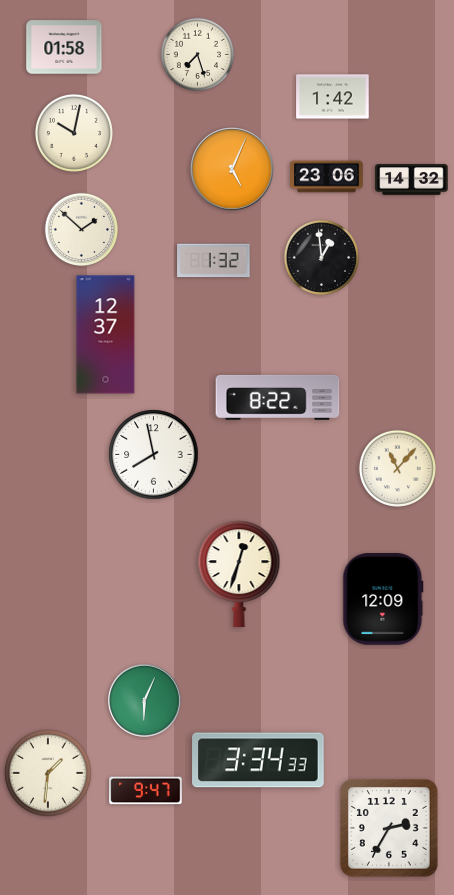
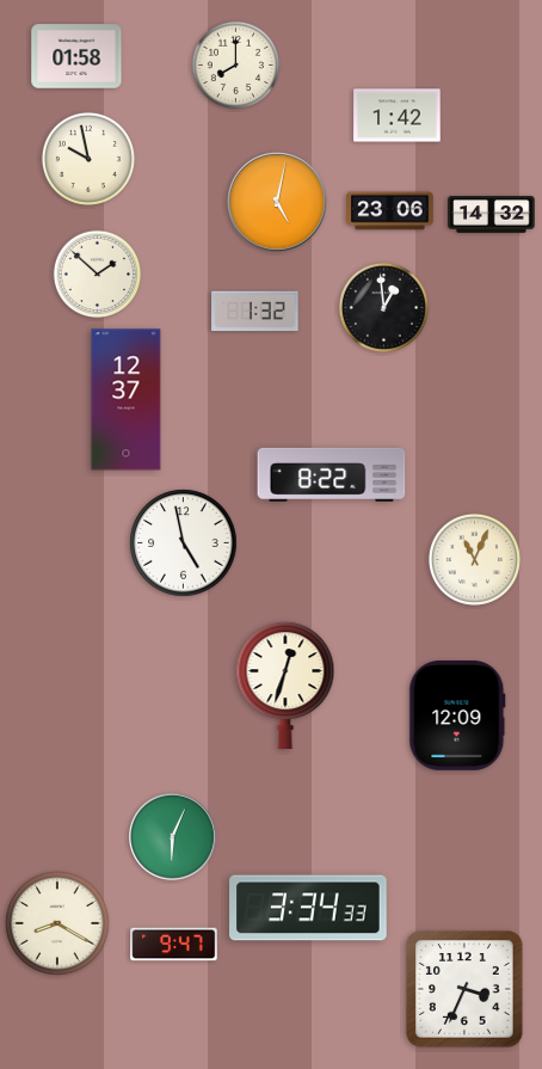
clock at (198, 55): 7:27 -> 8:00
clock at (74, 133): 10:02 -> 9:58
clock at (232, 169): 5:04 -> 5:02
clock at (154, 455): 7:58 -> 4:58
clock at (397, 468): 11:07 -> 11:04
clock at (48, 773): 1:31 -> 8:20
clock at (389, 828): 2:35 -> 3:34
